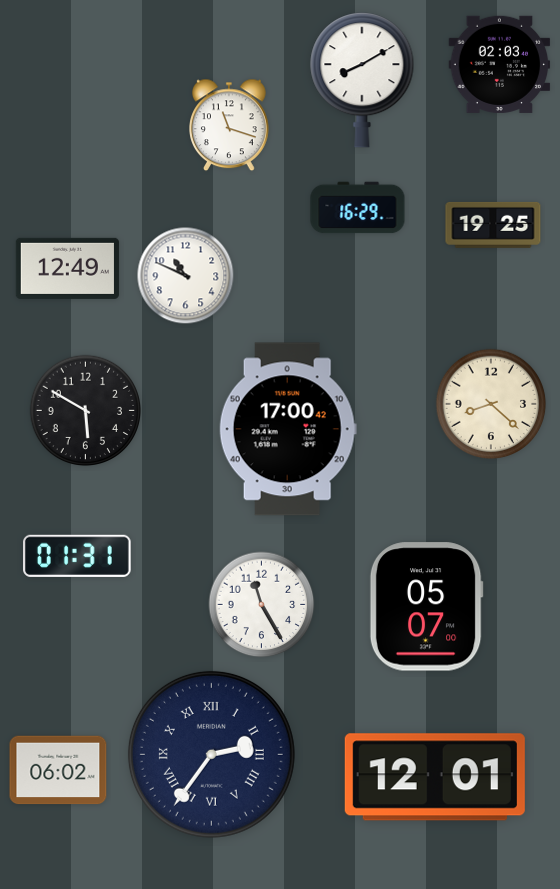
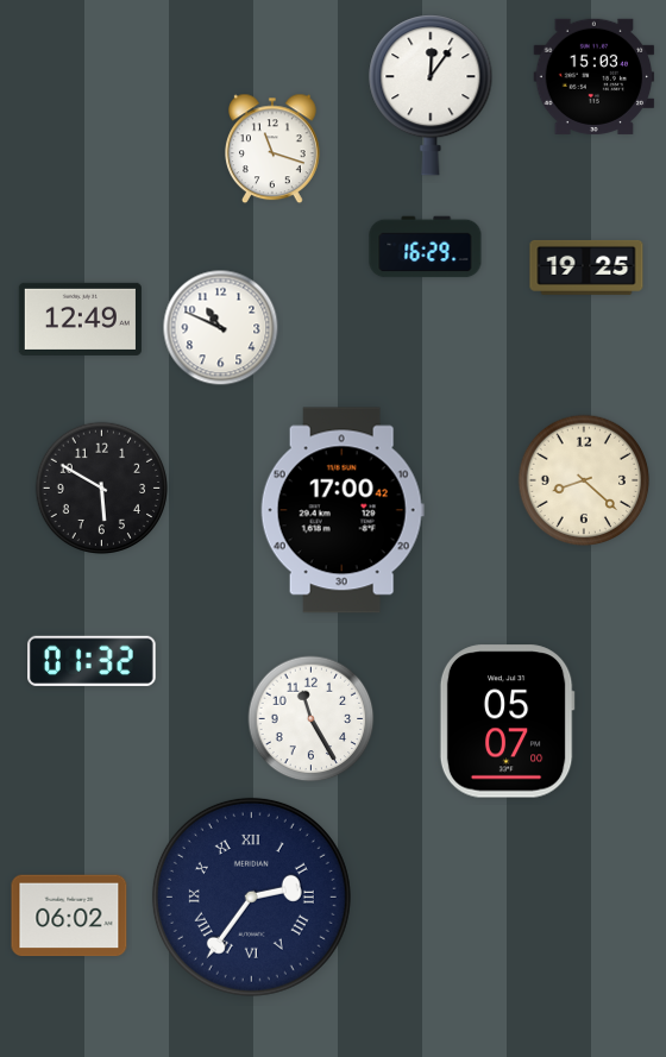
clock at (500, 64): 02:03 -> 15:03
clock at (362, 80): 8:10 -> 12:06
clock at (78, 556): 01:31 -> 01:32
clock at (435, 777): 12:01 -> none
